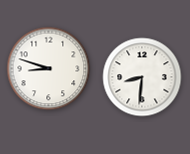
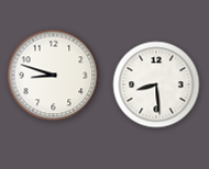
clock at (142, 77): 8:31 -> 8:29
